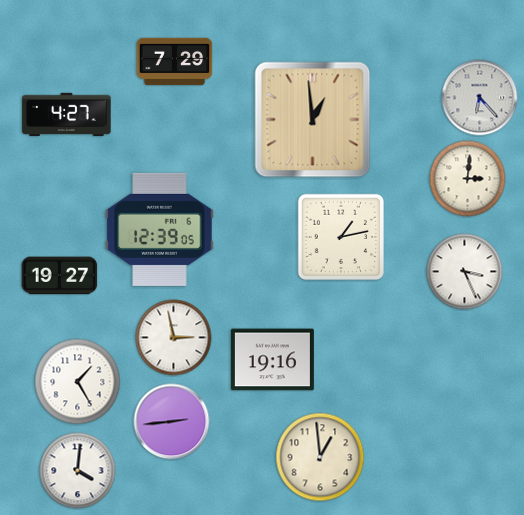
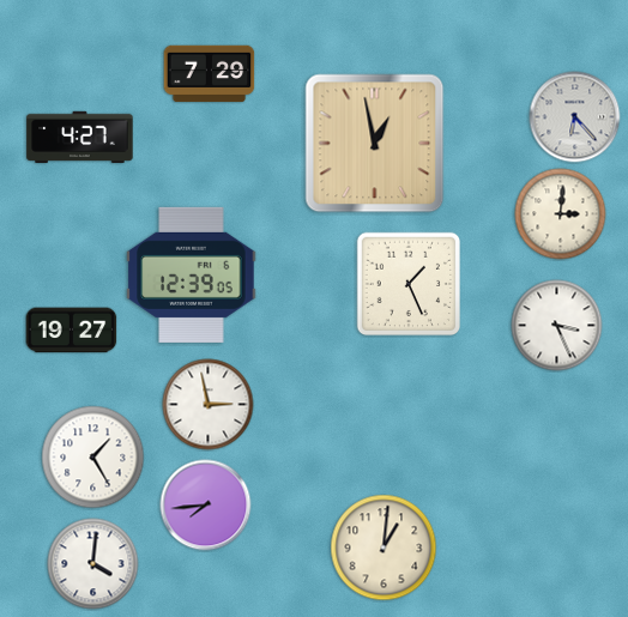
clock at (313, 120): 12:59 -> 12:58
clock at (341, 237): 1:13 -> 1:26
clock at (272, 360): 19:16 -> none
clock at (172, 422): 2:44 -> 7:44
clock at (320, 457): 12:59 -> 1:01
